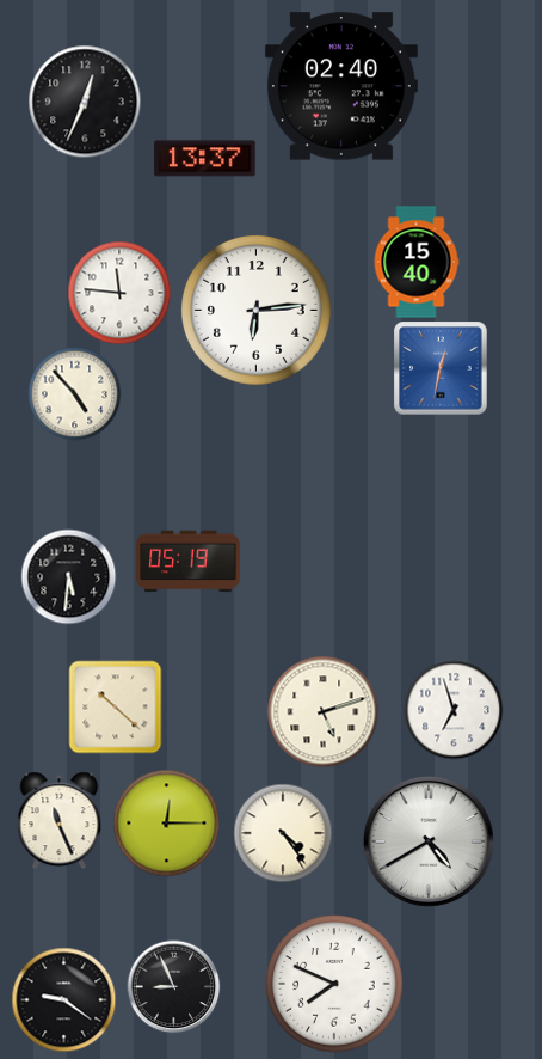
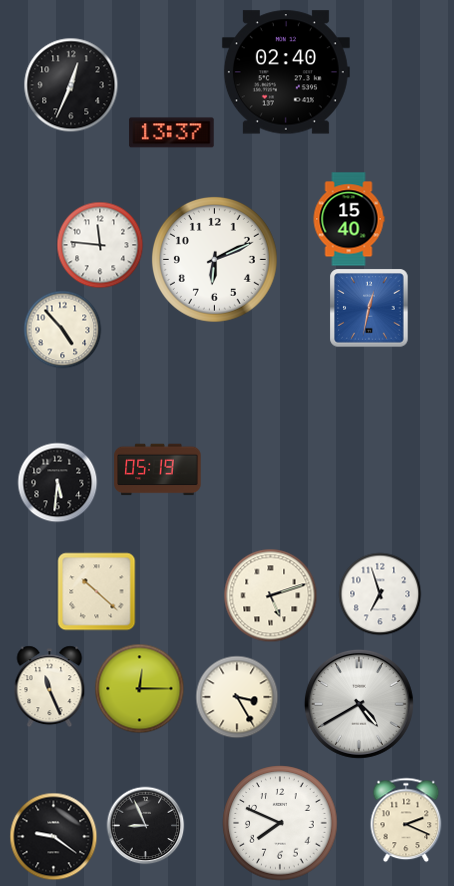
clock at (255, 310): 6:14 -> 6:11
clock at (283, 833): 4:24 -> 3:25
clock at (406, 820): none -> 2:19
